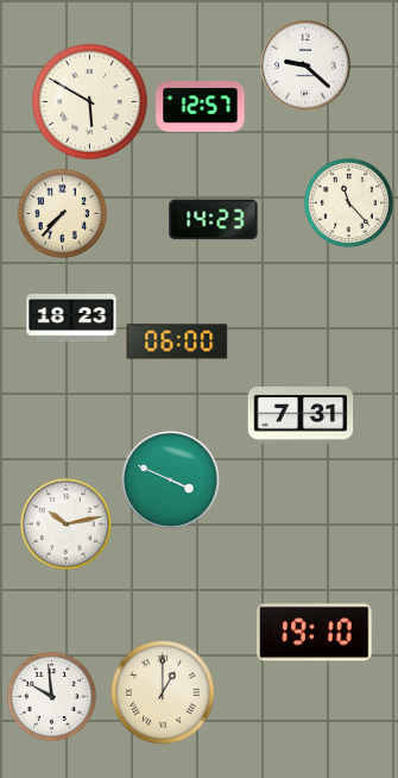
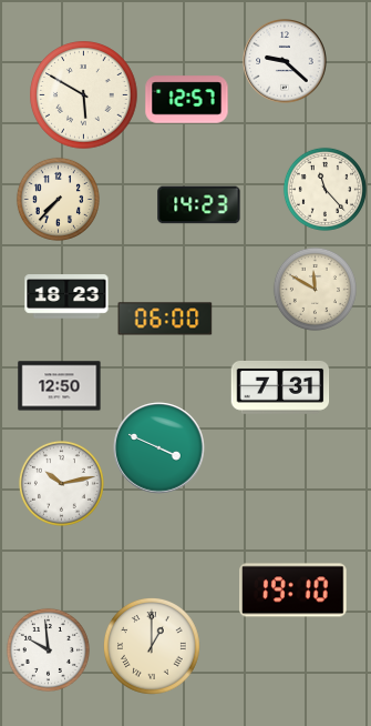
clock at (315, 289): none -> 11:50
clock at (60, 386): none -> 12:50
clock at (65, 523) position: (65, 523) -> (61, 483)
